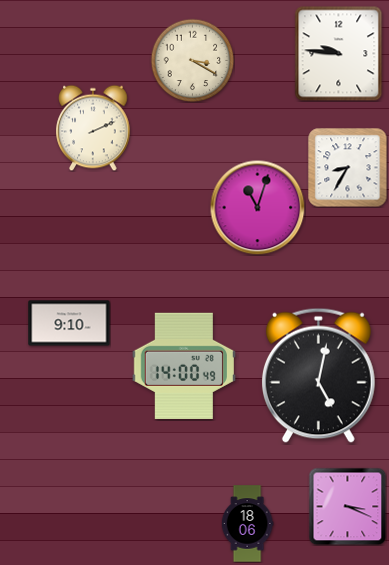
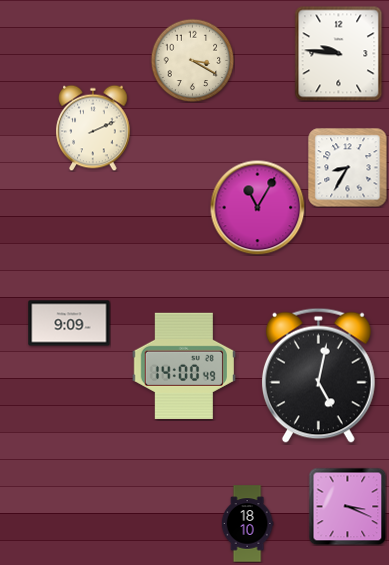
clock at (257, 207): 11:03 -> 11:05
clock at (69, 323): 9:10 -> 9:09
clock at (247, 524): 18:06 -> 18:10
